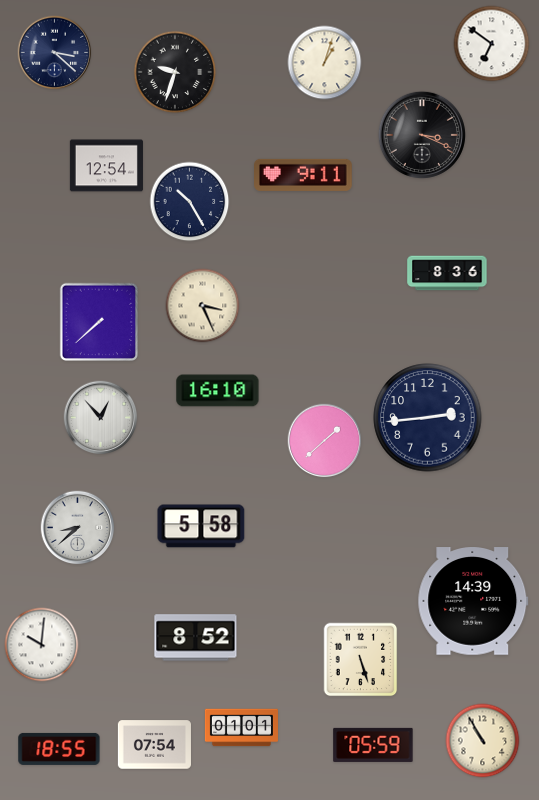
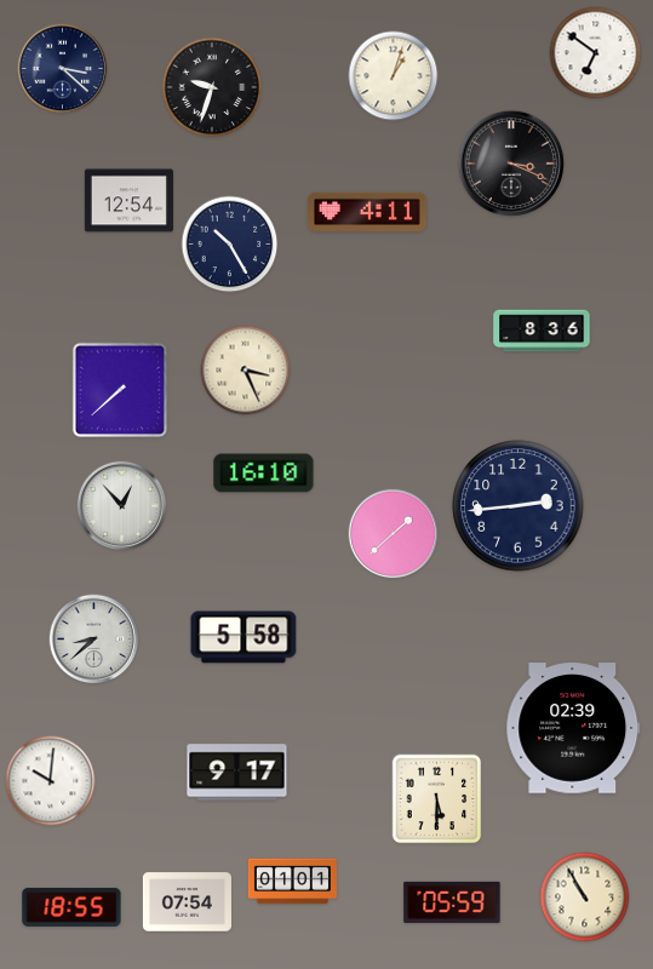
clock at (55, 53) position: (55, 53) -> (63, 69)
clock at (304, 175): 9:11 -> 4:11
clock at (473, 601): 14:39 -> 02:39
clock at (196, 638): 8:52 -> 9:17
clock at (361, 660): 5:27 -> 5:30
